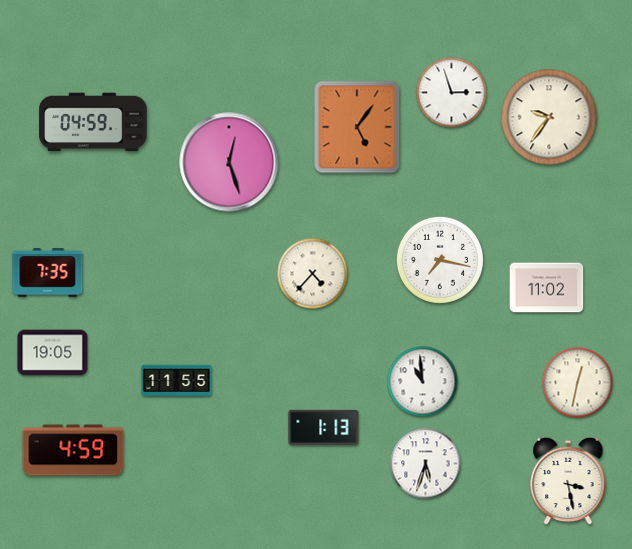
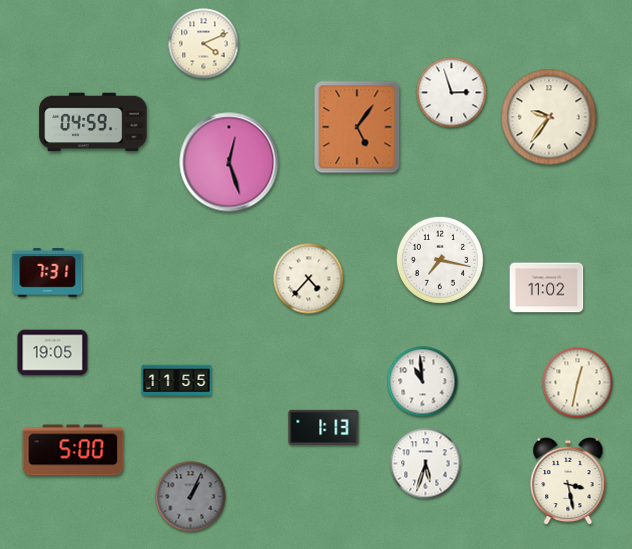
clock at (204, 44): none -> 4:11
clock at (48, 273): 7:35 -> 7:31
clock at (313, 274) position: (313, 274) -> (309, 279)
clock at (73, 450): 4:59 -> 5:00
clock at (191, 497): none -> 1:04
